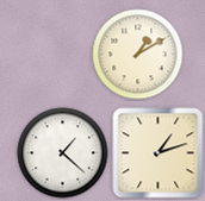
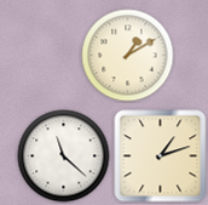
clock at (138, 55) position: (138, 55) -> (128, 56)
clock at (63, 153): 1:22 -> 11:22
